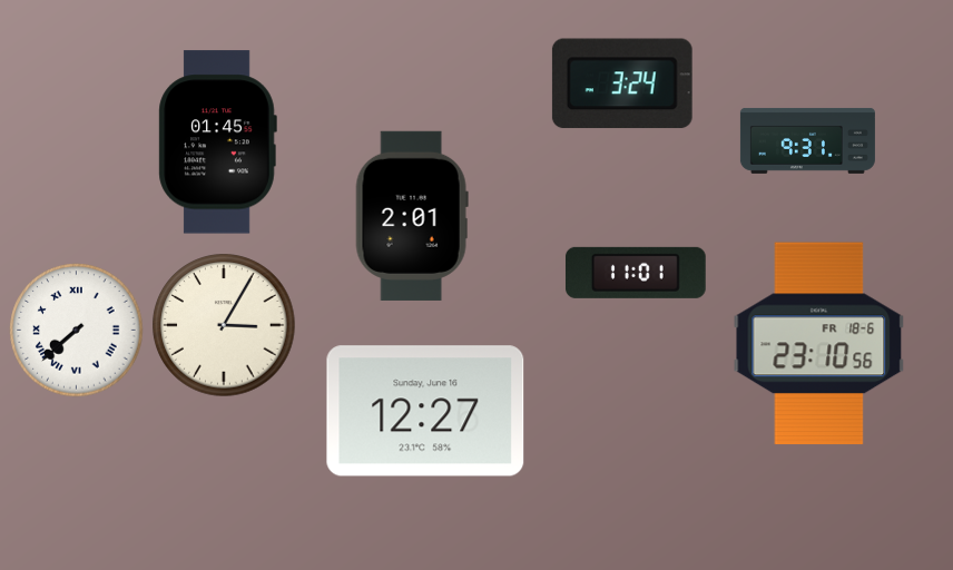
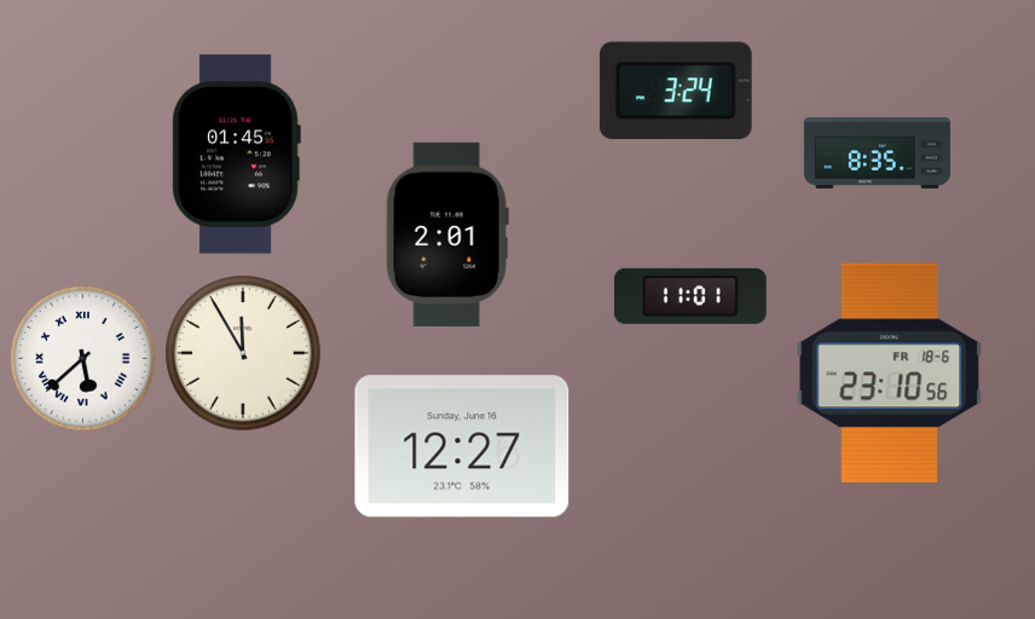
clock at (807, 140): 9:31 -> 8:35
clock at (224, 325): 3:05 -> 11:55
clock at (77, 331): 7:38 -> 5:38
